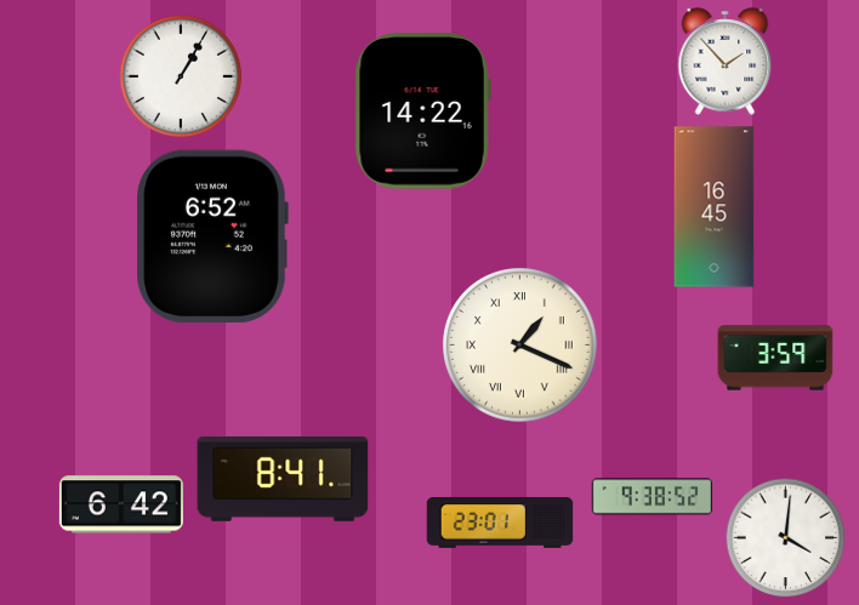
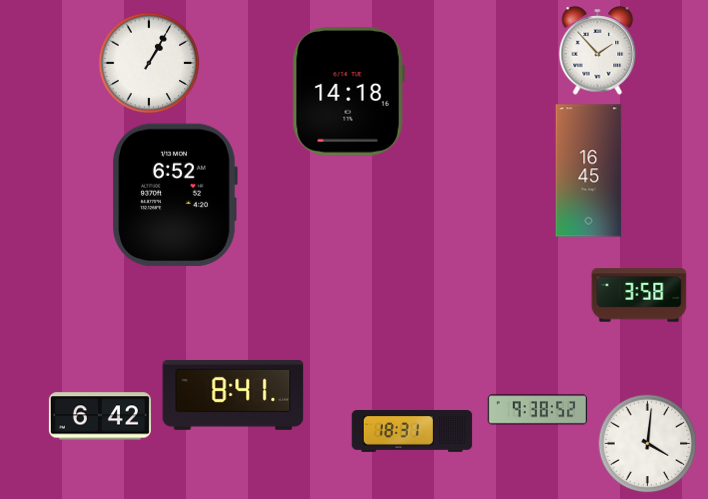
clock at (422, 112): 14:22 -> 14:18
clock at (520, 346): 1:19 -> none
clock at (775, 358): 3:59 -> 3:58
clock at (500, 524): 23:01 -> 18:31
